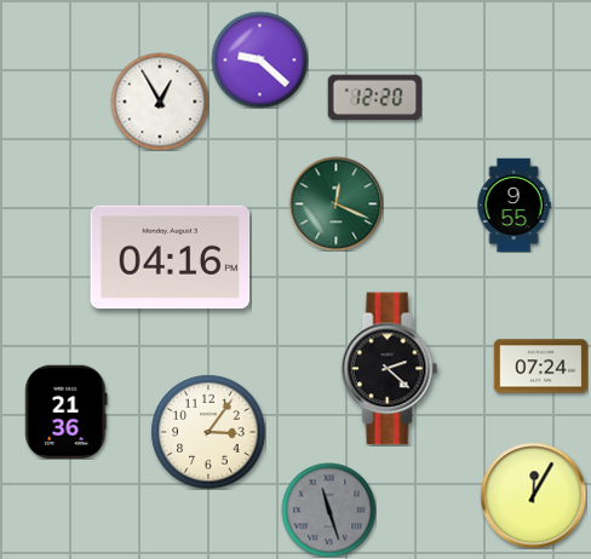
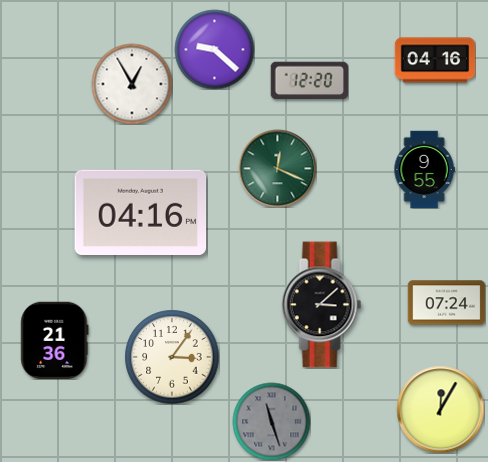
clock at (435, 60): none -> 04:16
clock at (390, 369): 2:22 -> 3:08
